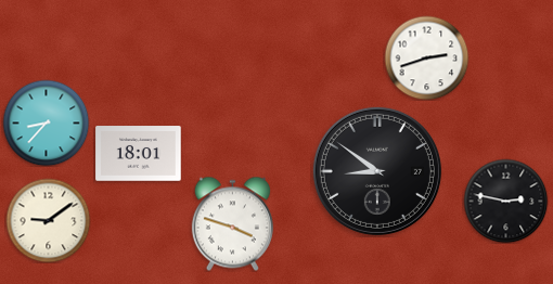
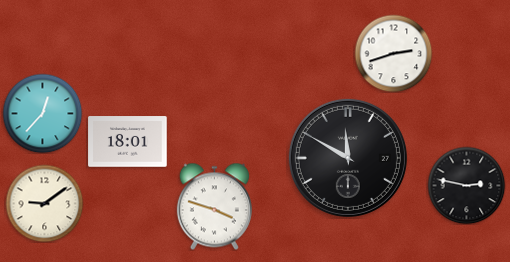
clock at (46, 122): 8:37 -> 12:37
clock at (377, 171): 8:51 -> 11:50
